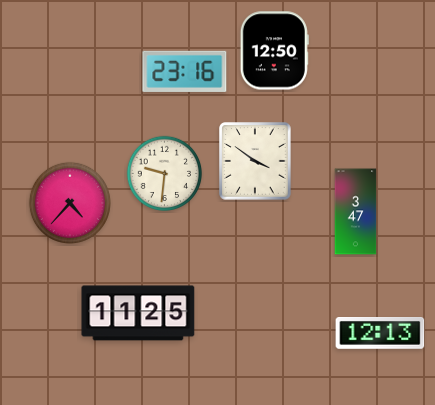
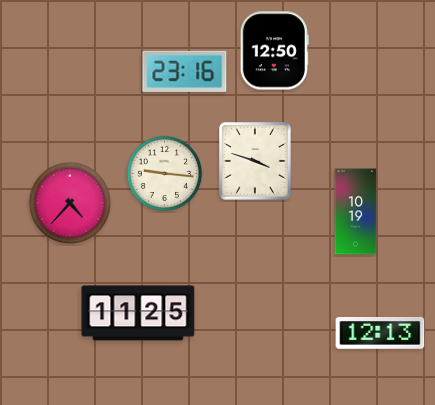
clock at (255, 161): 3:51 -> 3:48
clock at (165, 174): 9:31 -> 9:16
clock at (356, 212): 3:47 -> 10:19
